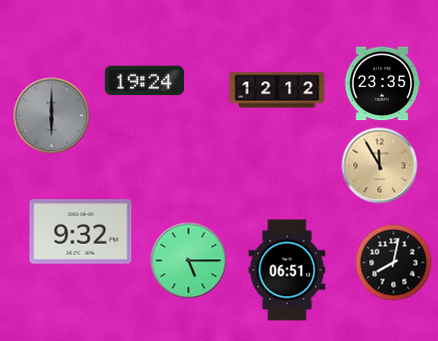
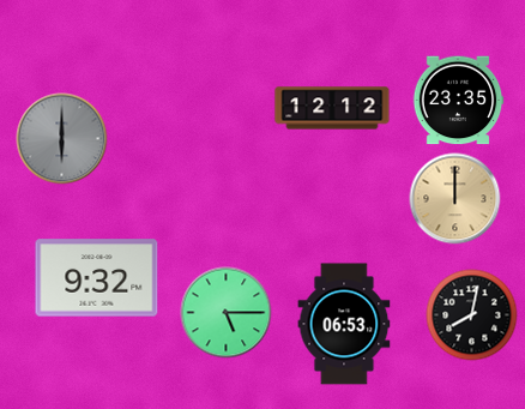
clock at (144, 81): 19:24 -> none
clock at (380, 166): 11:55 -> 12:00
clock at (287, 270): 06:51 -> 06:53
